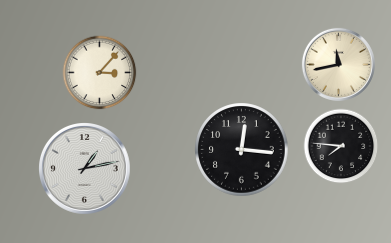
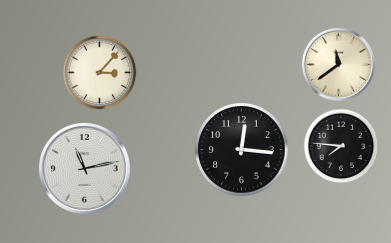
clock at (338, 64): 11:43 -> 11:39
clock at (85, 169): 1:13 -> 11:13
